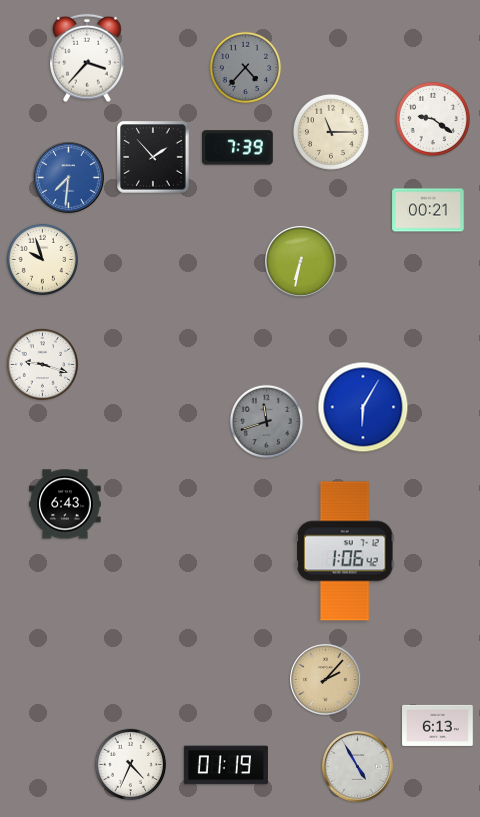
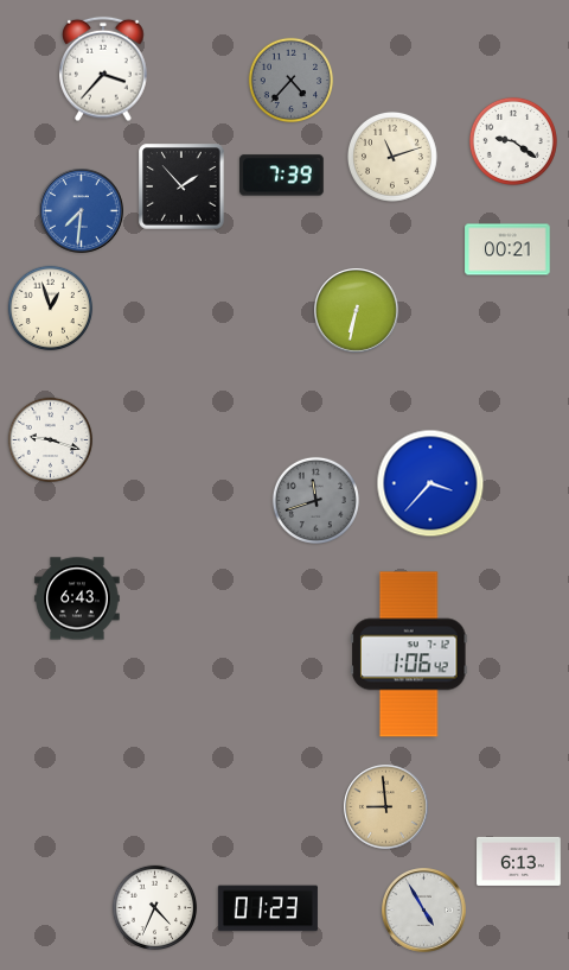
clock at (331, 132): 11:15 -> 11:12
clock at (43, 260): 9:57 -> 12:57
clock at (43, 365) position: (43, 365) -> (51, 440)
clock at (363, 407): 6:05 -> 3:37
clock at (326, 680): 2:07 -> 8:59
clock at (226, 765): 01:19 -> 01:23
